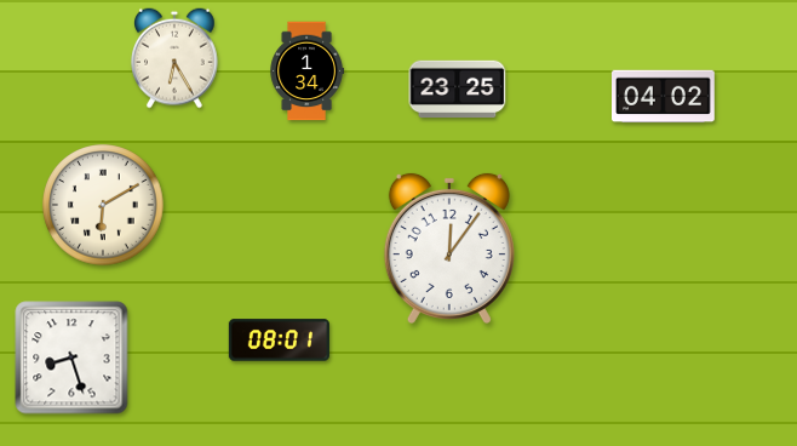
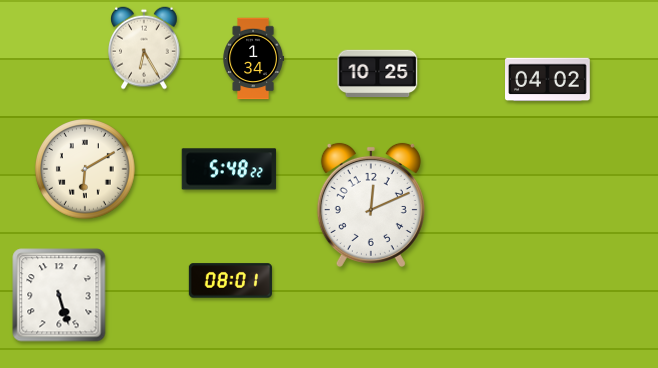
clock at (458, 88): 23:25 -> 10:25
clock at (229, 169): none -> 5:48
clock at (449, 248): 12:06 -> 12:11
clock at (71, 358): 8:27 -> 5:27
